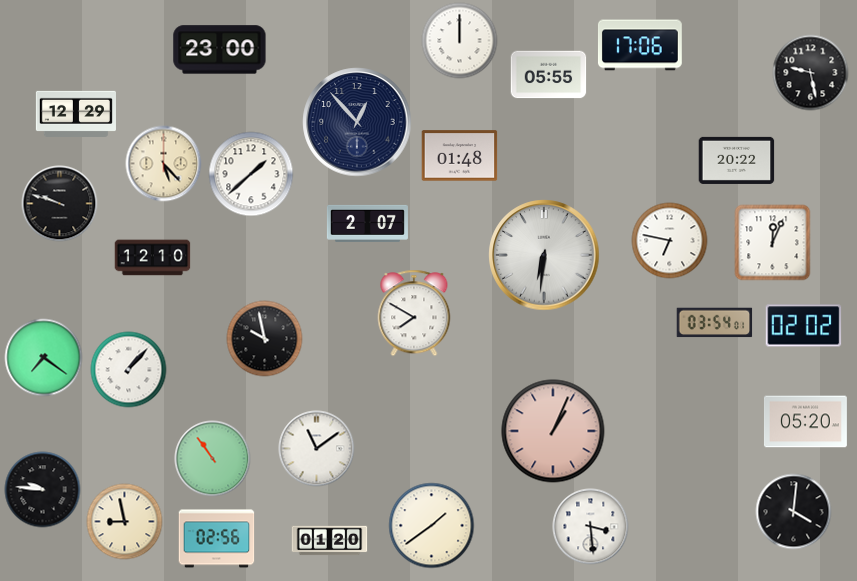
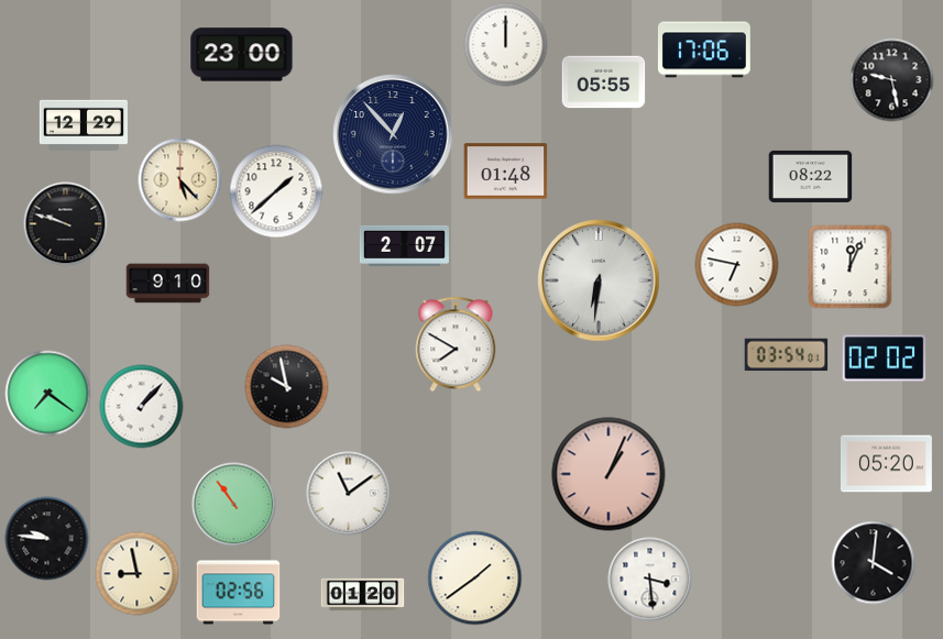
clock at (737, 160): 20:22 -> 08:22
clock at (153, 258): 12:10 -> 9:10
clock at (265, 339) position: (265, 339) -> (287, 387)
